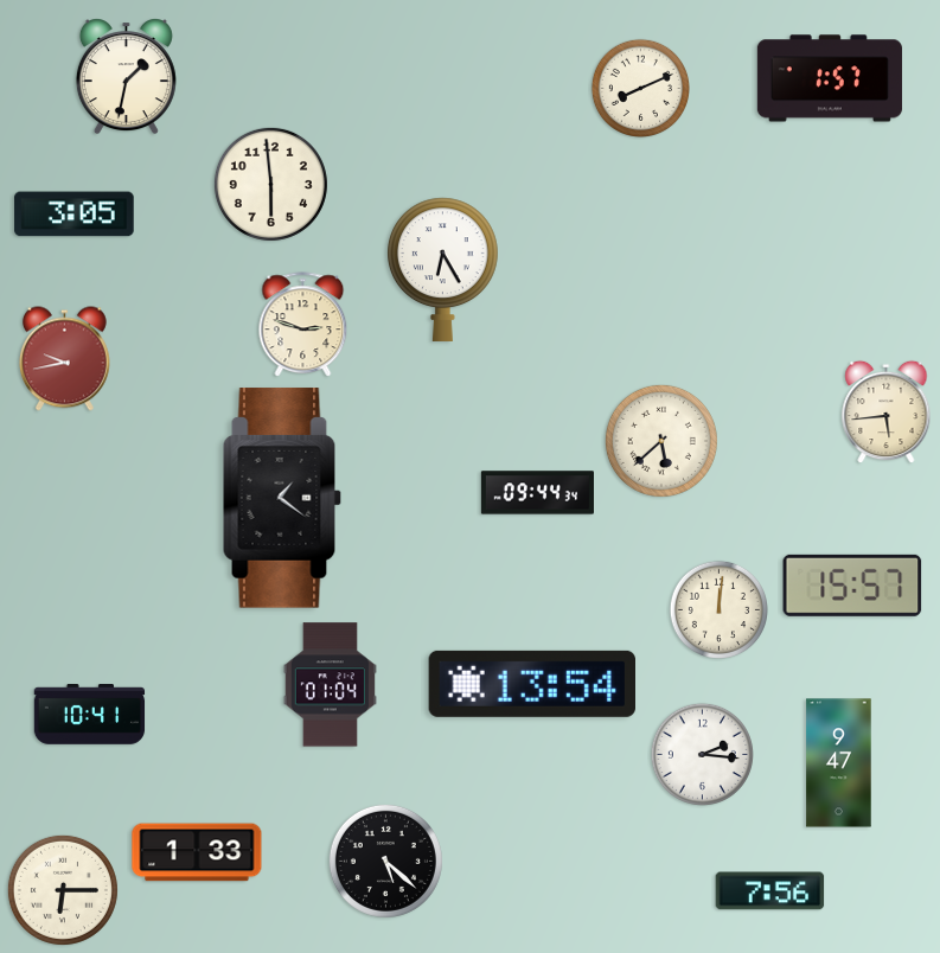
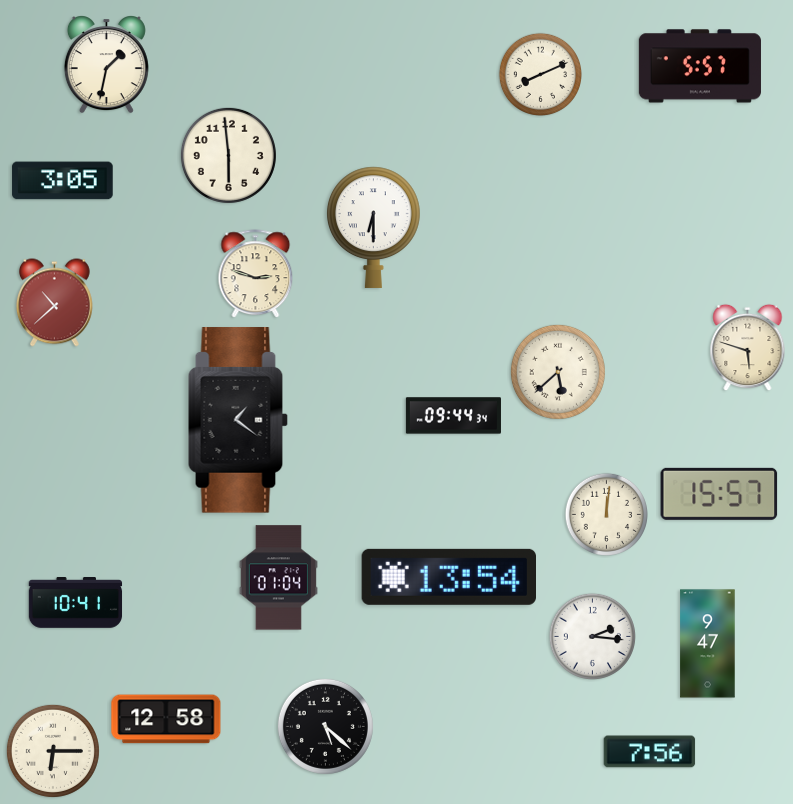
clock at (830, 78): 1:57 -> 5:57
clock at (442, 269): 6:25 -> 6:30
clock at (64, 359): 9:43 -> 10:38
clock at (887, 412): 5:44 -> 5:48
clock at (197, 852): 1:33 -> 12:58
